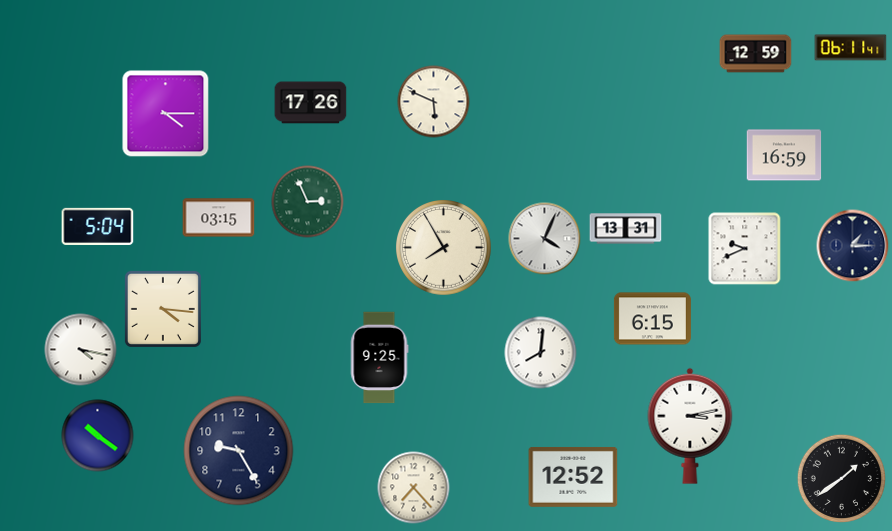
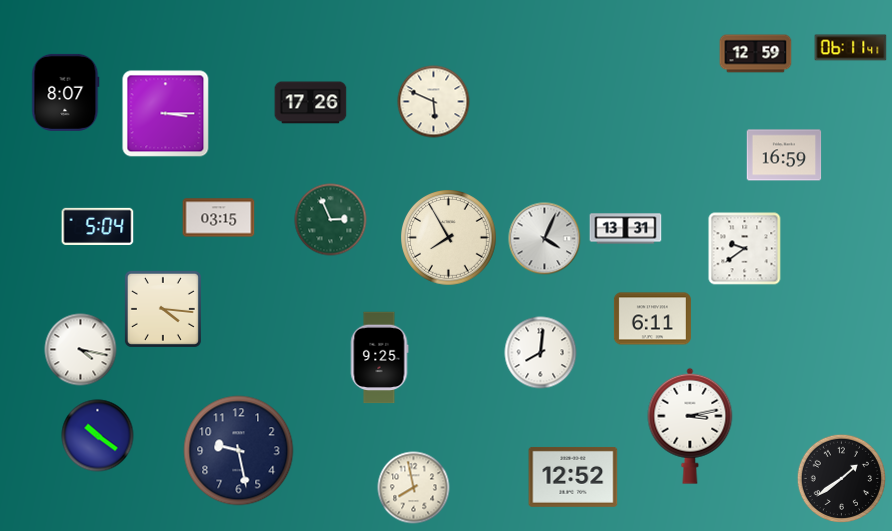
clock at (66, 92): none -> 8:07
clock at (166, 114): 4:15 -> 3:15
clock at (308, 202) position: (308, 202) -> (331, 220)
clock at (853, 246): 1:15 -> none
clock at (444, 248) position: (444, 248) -> (449, 238)
clock at (745, 249): 9:41 -> 9:39
clock at (652, 319): 6:15 -> 6:11
clock at (239, 451): 9:25 -> 9:28
clock at (414, 488): 7:23 -> 7:58
